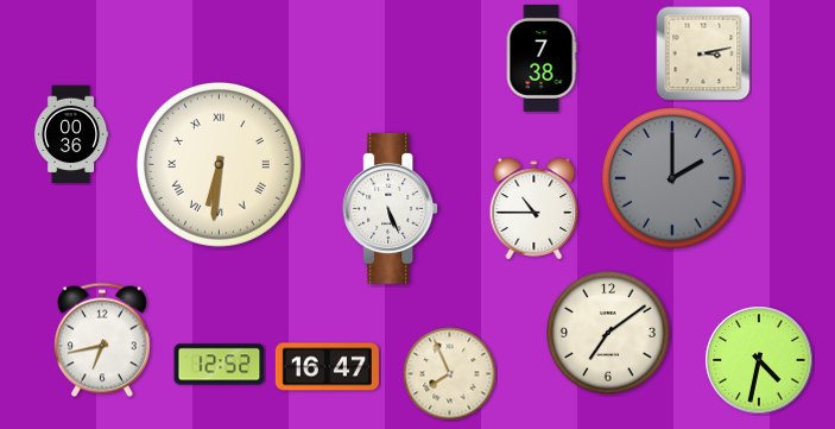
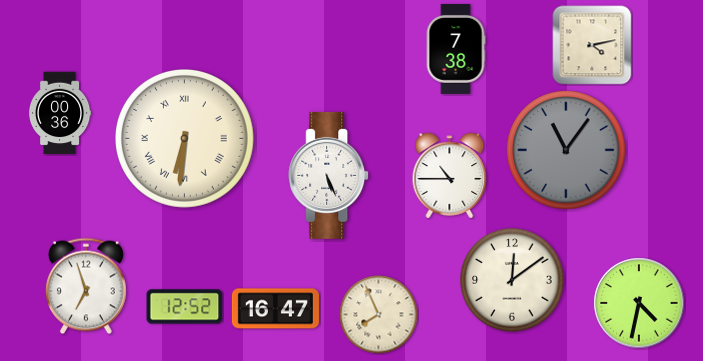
clock at (703, 53): 3:13 -> 4:13
clock at (672, 178): 2:00 -> 11:06
clock at (608, 333): 7:09 -> 12:09
clock at (102, 340): 6:43 -> 6:57
